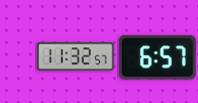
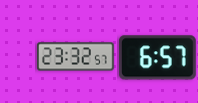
clock at (76, 57): 11:32 -> 23:32
